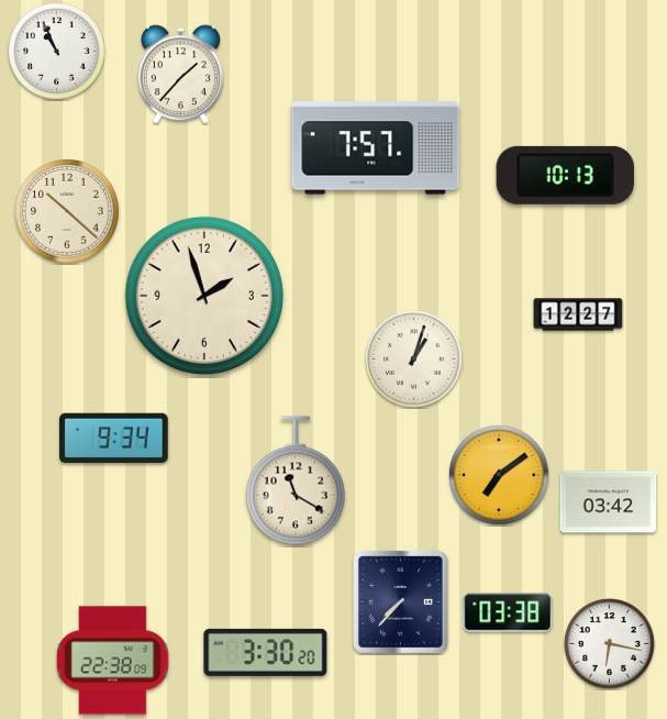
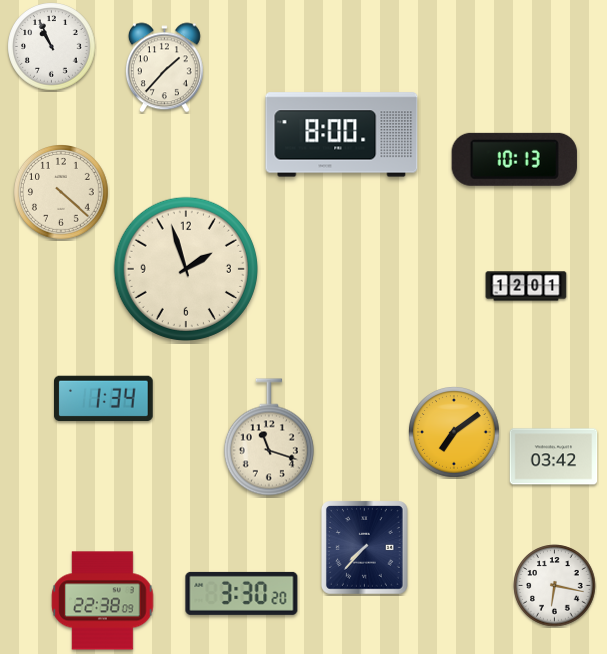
clock at (376, 148): 7:57 -> 8:00
clock at (68, 212): 10:22 -> 4:22
clock at (578, 314): 12:27 -> 12:01
clock at (414, 360): 1:03 -> none
clock at (114, 439): 9:34 -> 1:34
clock at (296, 480): 11:20 -> 11:18
clock at (508, 612): 03:38 -> none
